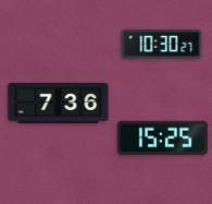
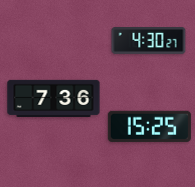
clock at (162, 45): 10:30 -> 4:30
clock at (59, 103) position: (59, 103) -> (54, 98)
